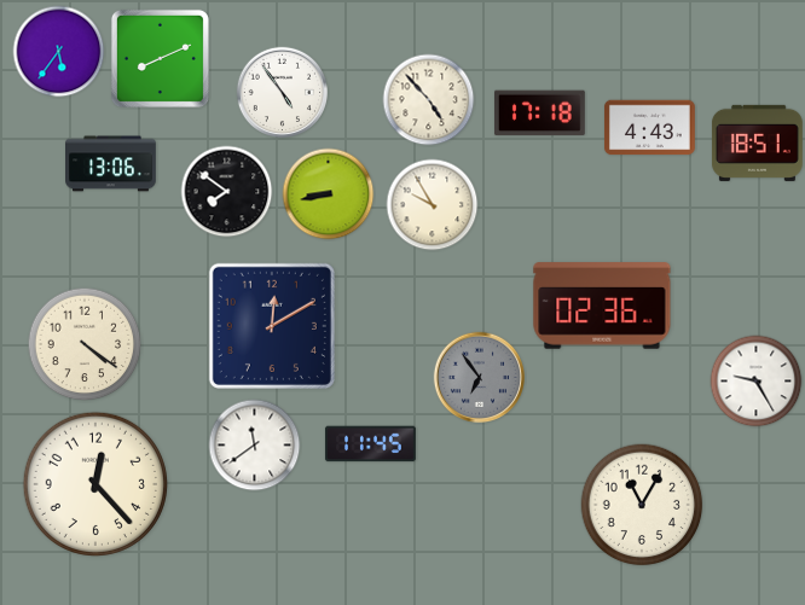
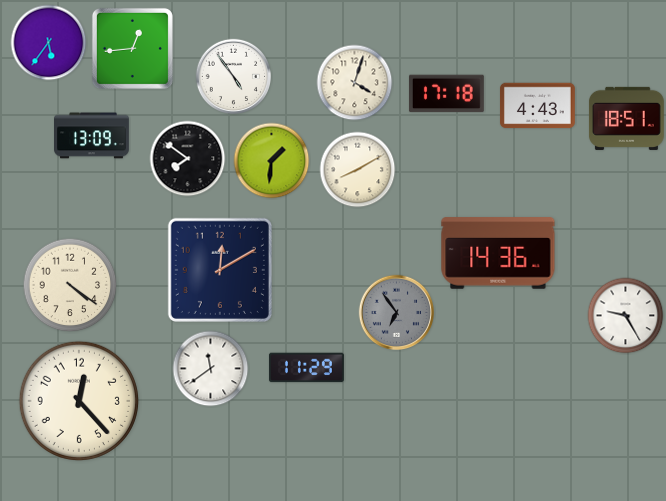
clock at (160, 58): 8:11 -> 12:44
clock at (429, 100): 4:53 -> 4:03
clock at (111, 164): 13:06 -> 13:09
clock at (329, 194): 8:43 -> 1:31
clock at (433, 205): 9:55 -> 8:10
clock at (602, 306): 02:36 -> 14:36
clock at (272, 326) position: (272, 326) -> (220, 270)
clock at (370, 444): 11:45 -> 11:29
clock at (642, 505): 11:05 -> none
